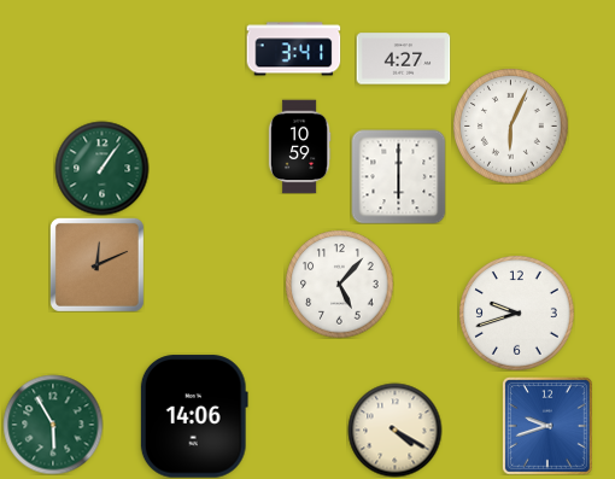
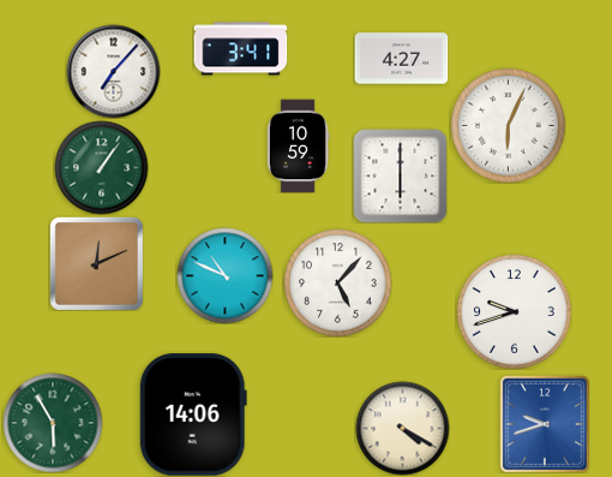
clock at (293, 49) position: (293, 49) -> (240, 49)
clock at (113, 71): none -> 7:07
clock at (398, 176) position: (398, 176) -> (400, 175)
clock at (224, 275): none -> 10:49
clock at (394, 430) position: (394, 430) -> (402, 428)
